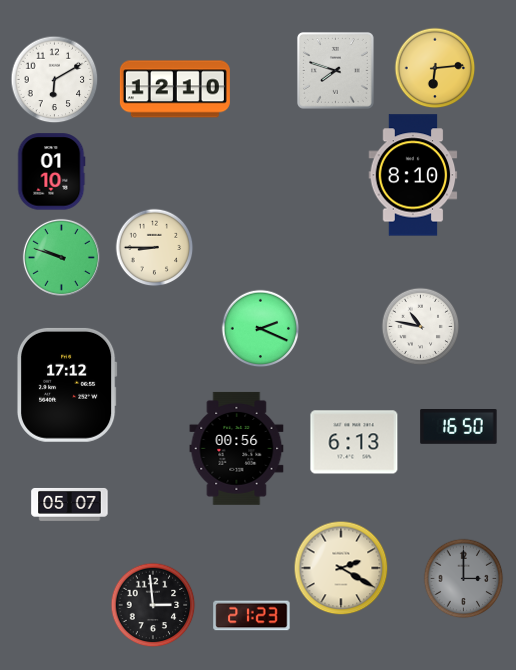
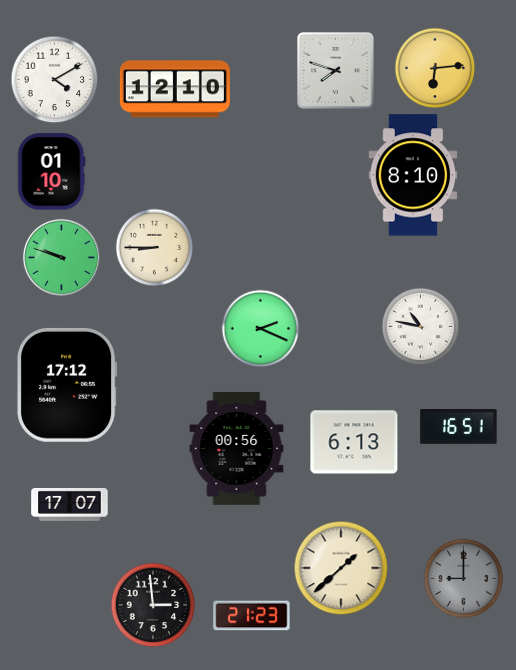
clock at (54, 79): 6:10 -> 4:10
clock at (459, 427): 16:50 -> 16:51
clock at (70, 504): 05:07 -> 17:07
clock at (341, 568): 2:20 -> 1:38
clock at (463, 578): 3:00 -> 9:00
